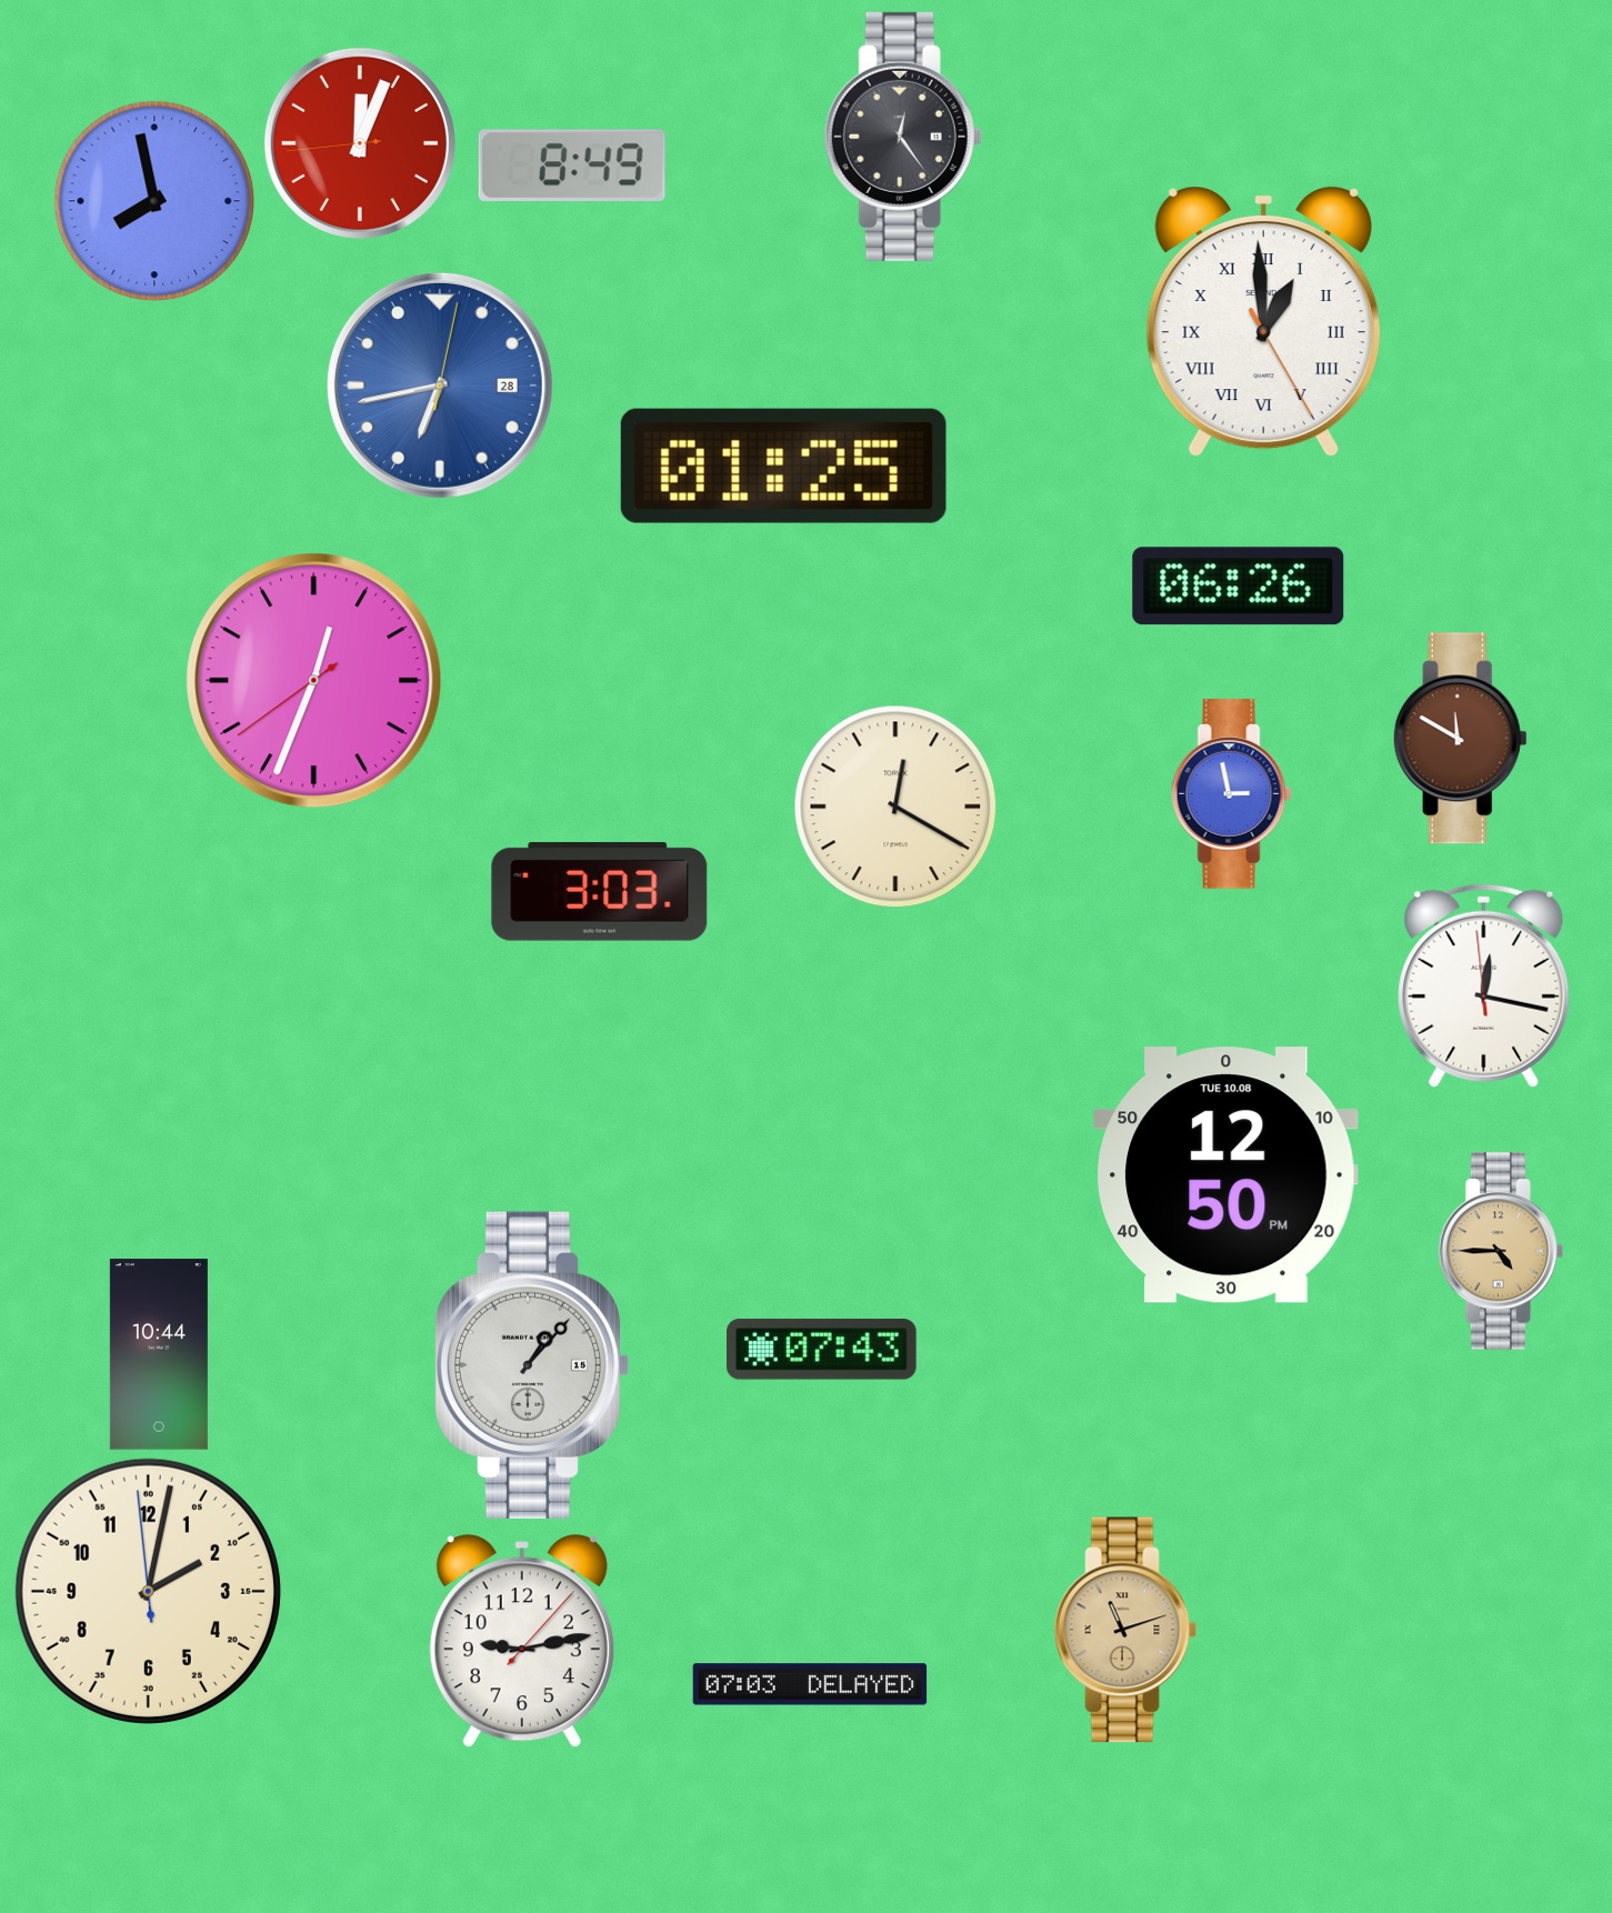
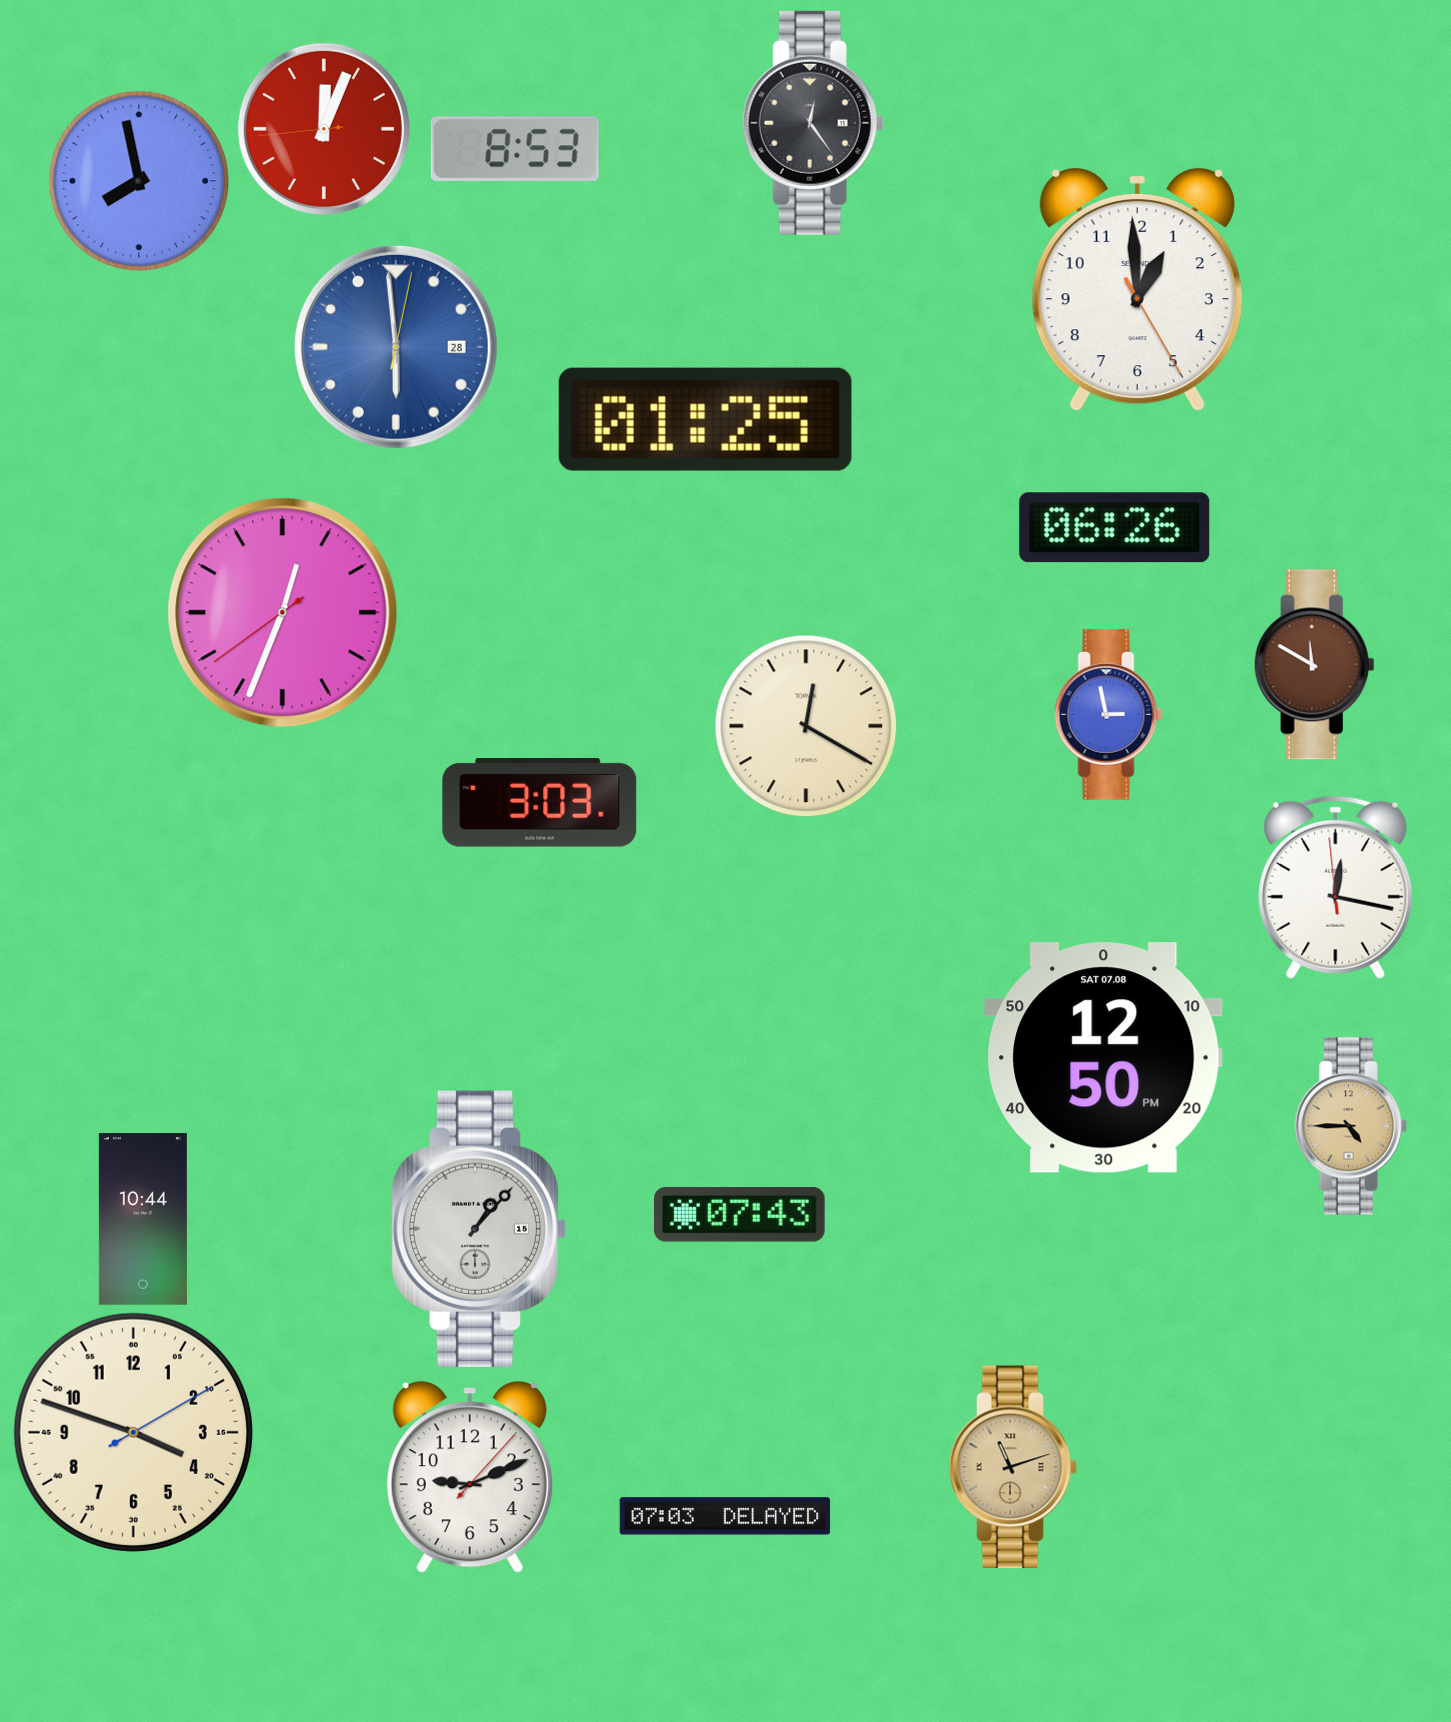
clock at (572, 166): 8:49 -> 8:53
clock at (1263, 322) numerals: Roman -> Arabic
clock at (440, 385): 6:43 -> 5:59
clock at (1226, 1175) date: TUE 10.08 -> SAT 07.08
clock at (148, 1591): 2:01 -> 3:48
clock at (522, 1642): 9:13 -> 9:11
clock at (810, 1684) position: (810, 1684) -> (725, 1516)
